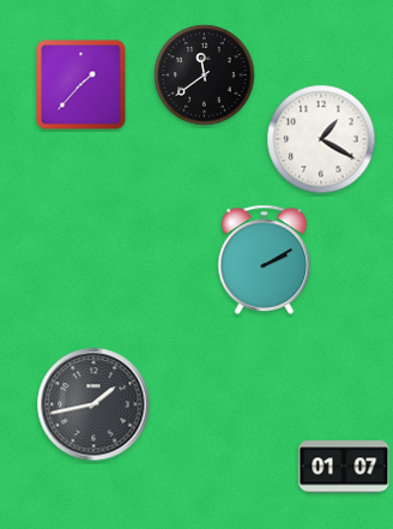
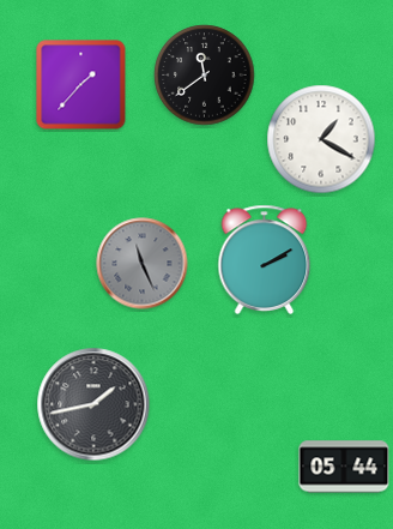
clock at (143, 264): none -> 11:26
clock at (344, 467): 01:07 -> 05:44
